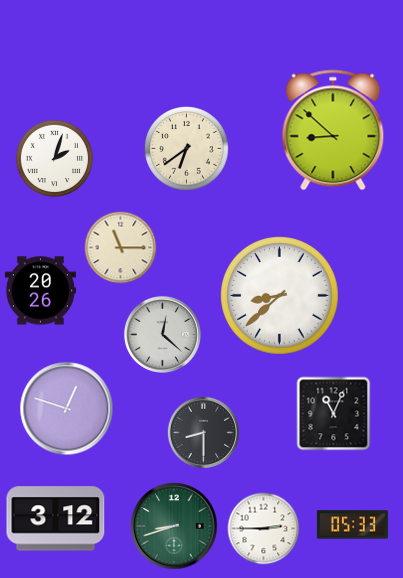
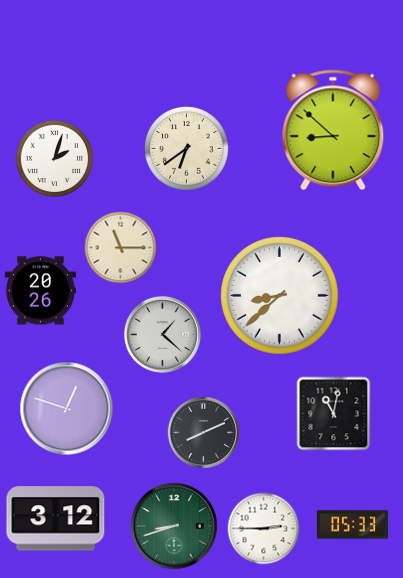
clock at (162, 334): 12:22 -> 1:22
clock at (334, 414): 11:04 -> 11:02
clock at (203, 432): 8:30 -> 8:11
